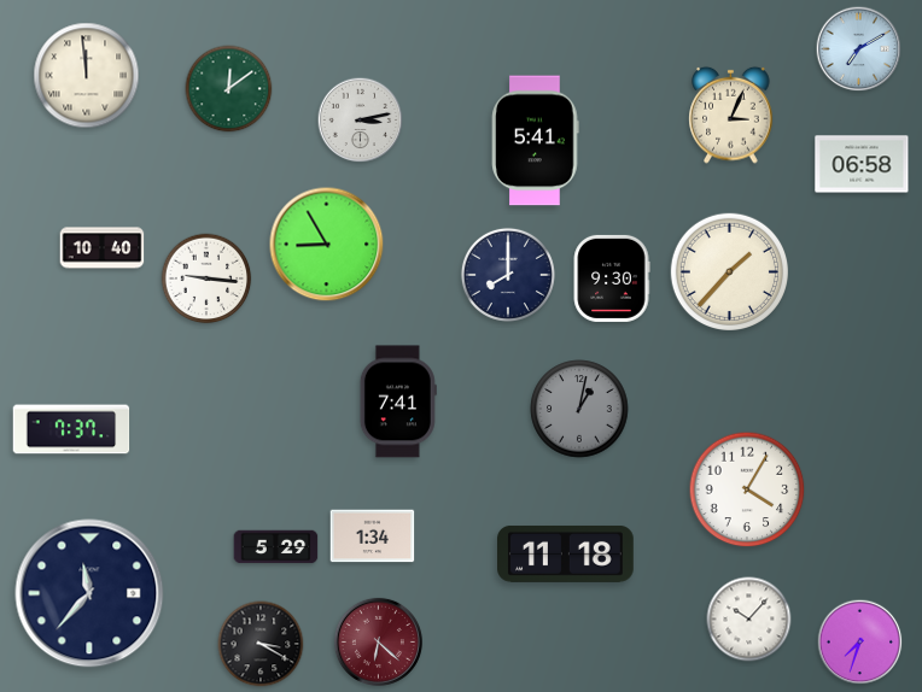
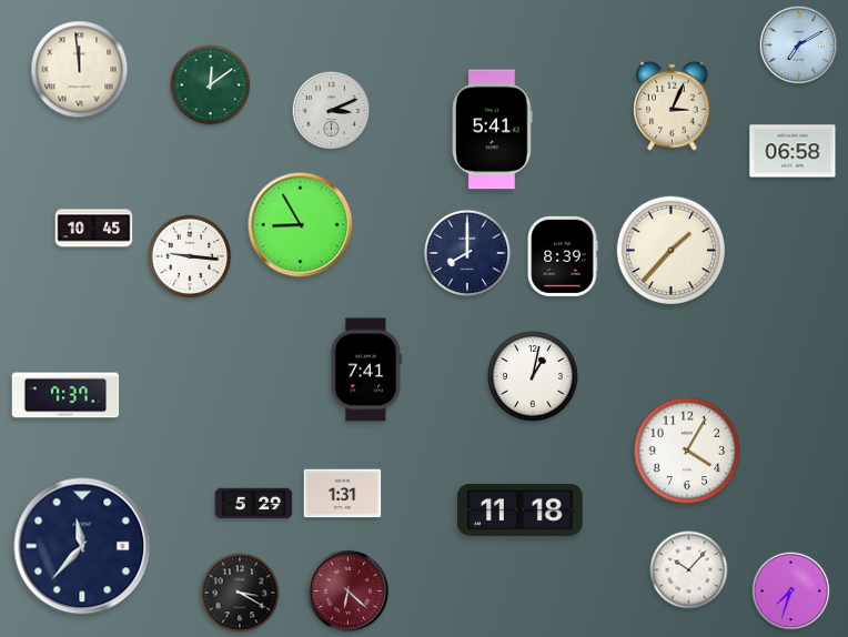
clock at (859, 49) position: (859, 49) -> (799, 46)
clock at (229, 89) position: (229, 89) -> (211, 85)
clock at (361, 121): 3:13 -> 3:11
clock at (103, 248): 10:40 -> 10:45
clock at (612, 278): 9:30 -> 8:39
clock at (579, 409) dial: grey -> white
clock at (373, 536): 1:34 -> 1:31
